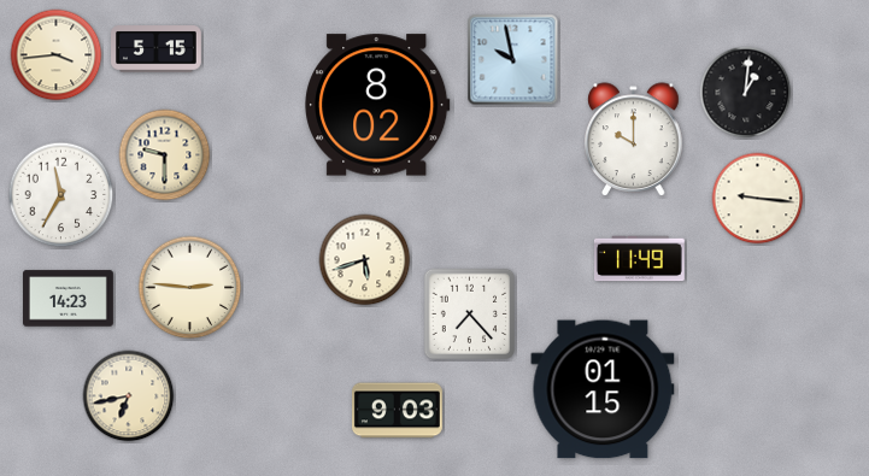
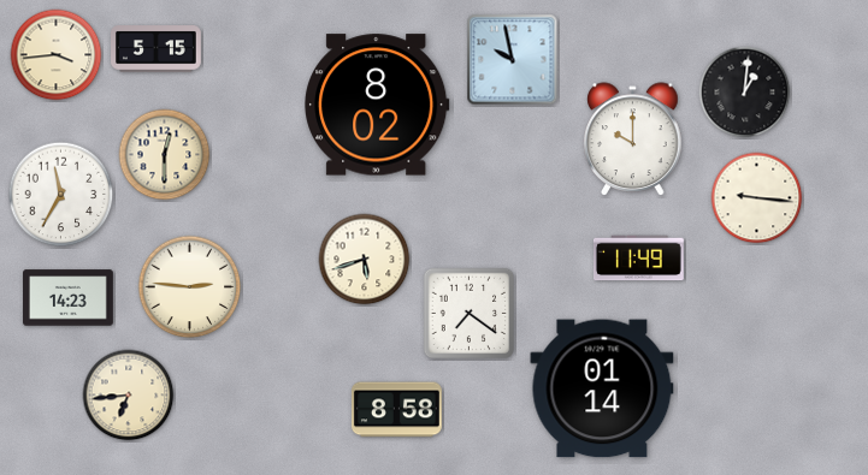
clock at (165, 155): 9:30 -> 12:30
clock at (469, 313): 7:23 -> 7:21
clock at (603, 389): 01:15 -> 01:14
clock at (129, 396): 6:43 -> 6:44
clock at (398, 411): 9:03 -> 8:58
